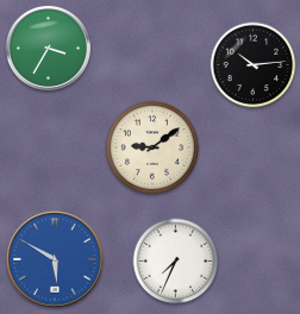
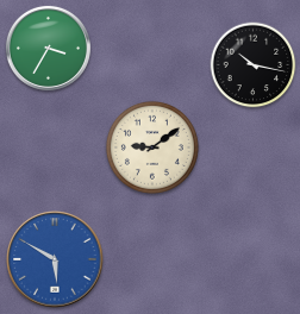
clock at (254, 65): 10:14 -> 10:17
clock at (176, 262): 7:34 -> none
